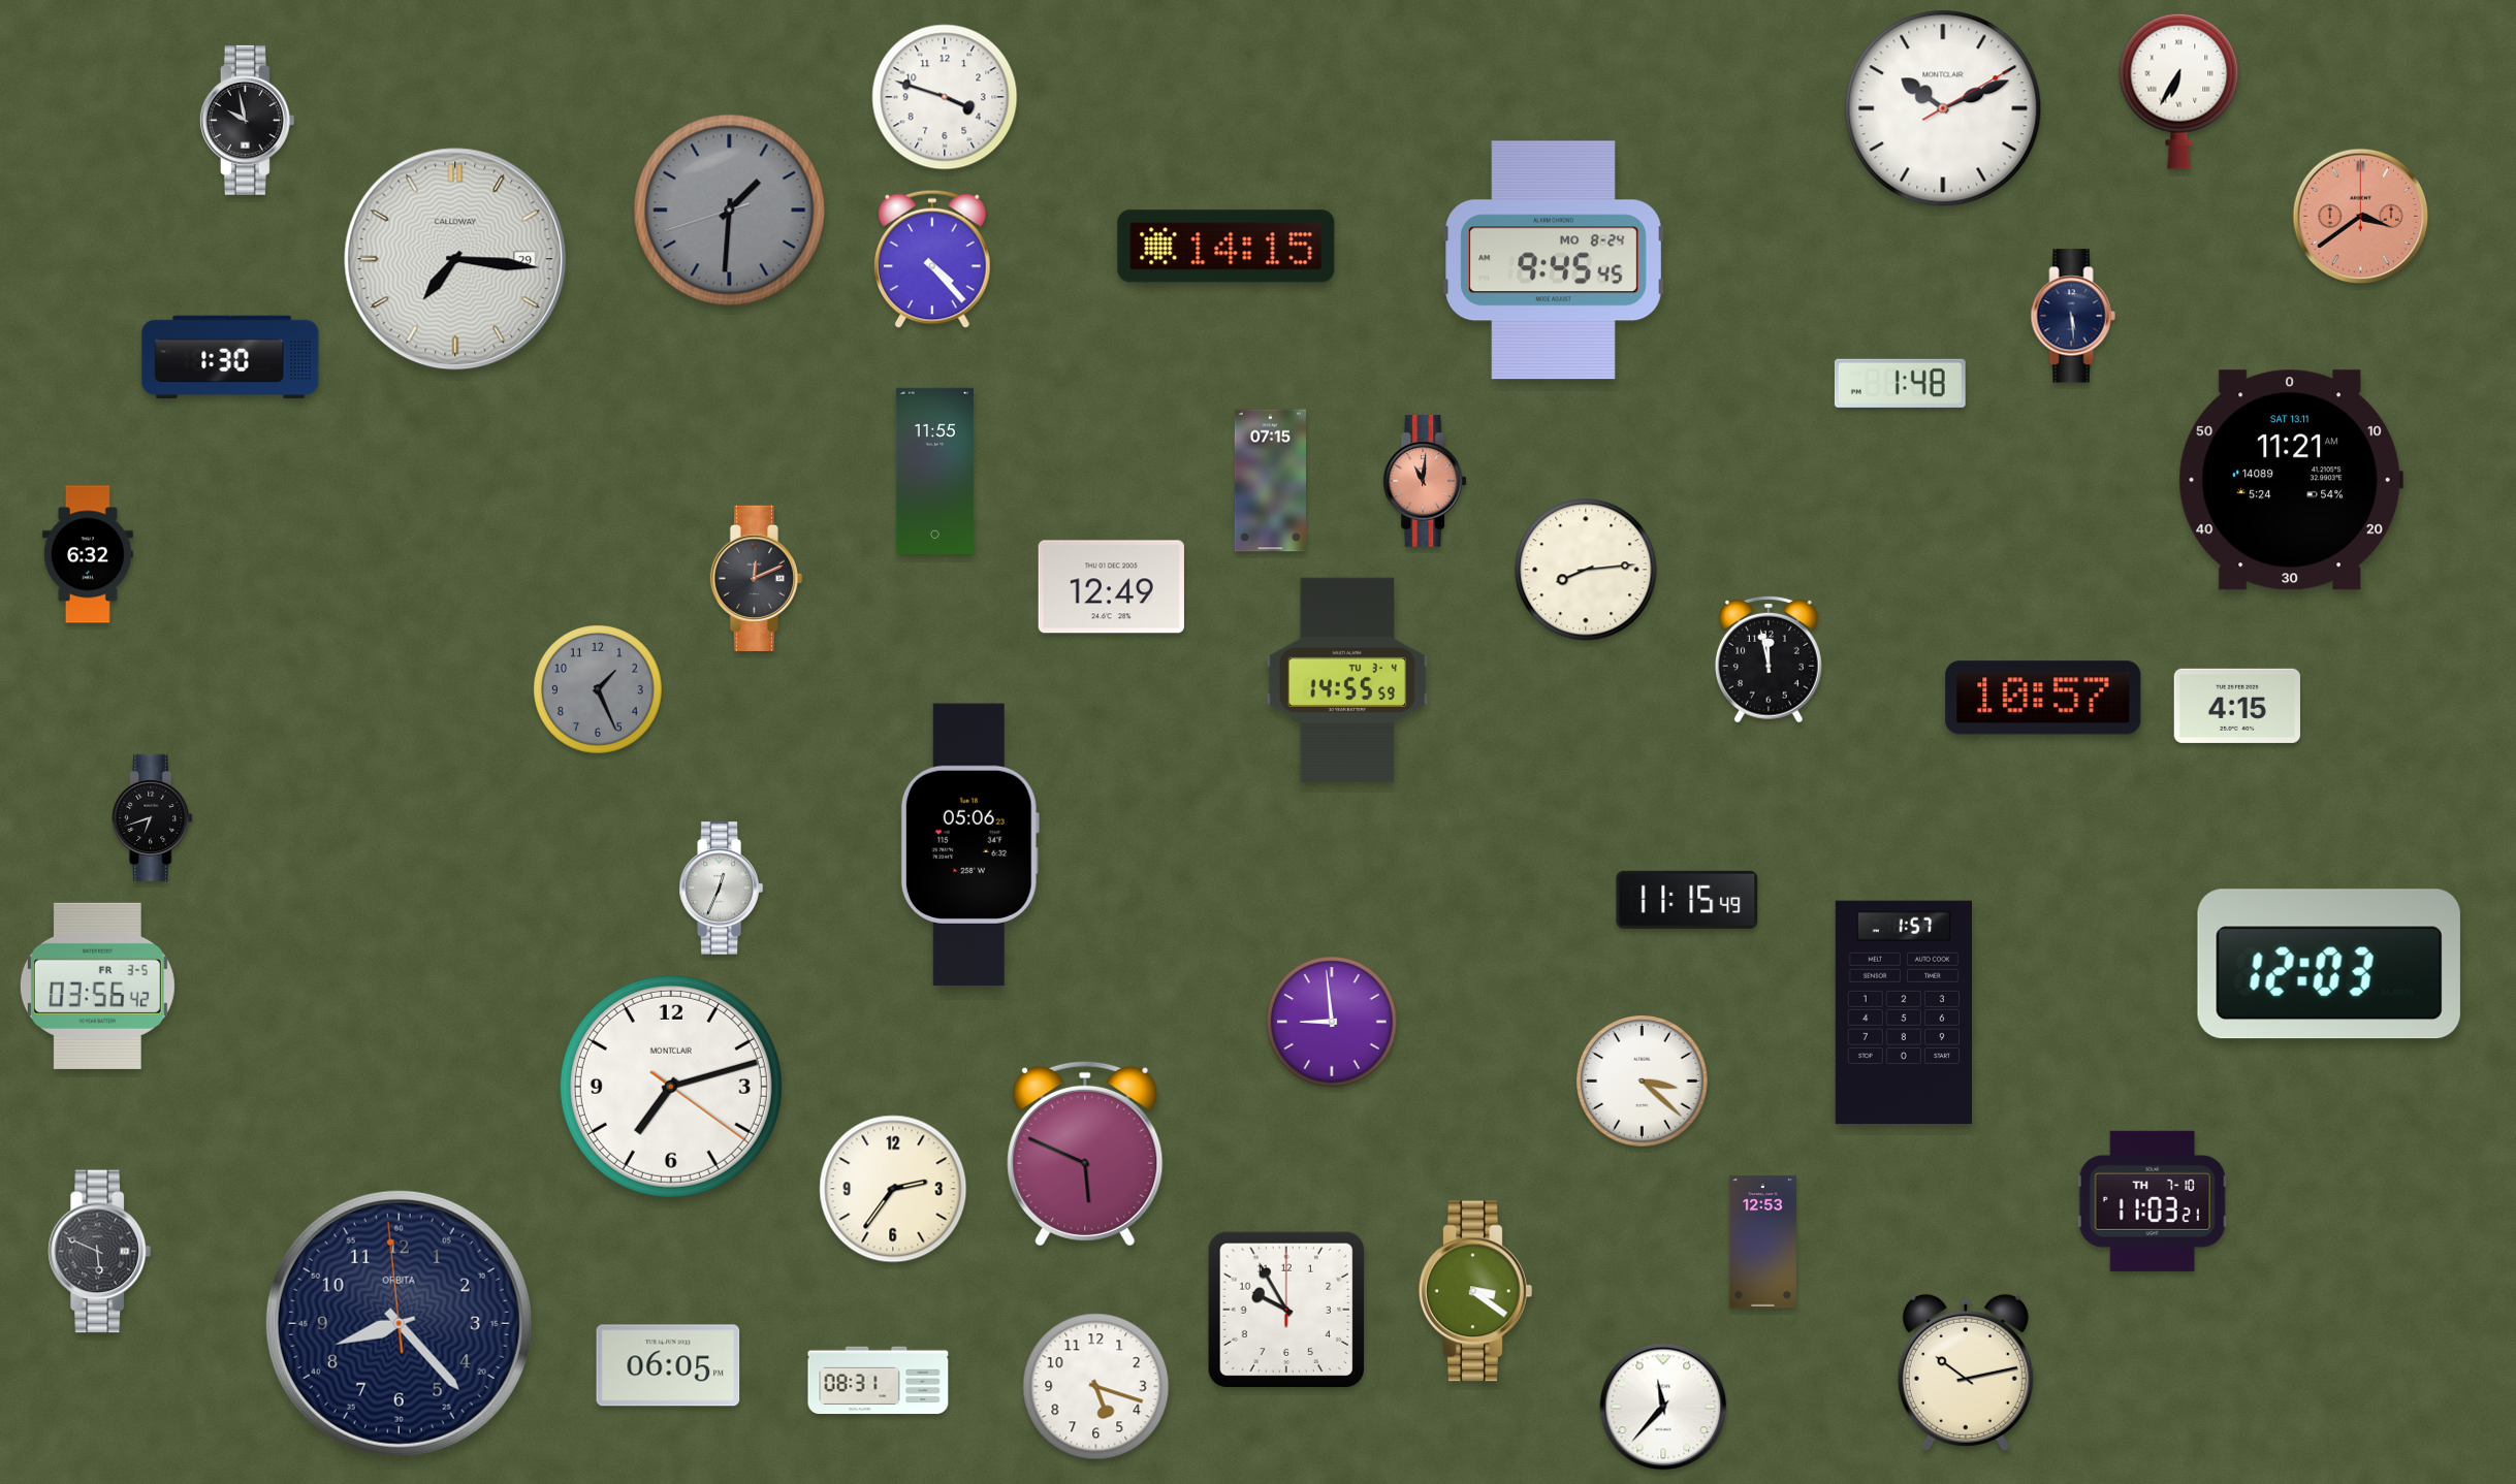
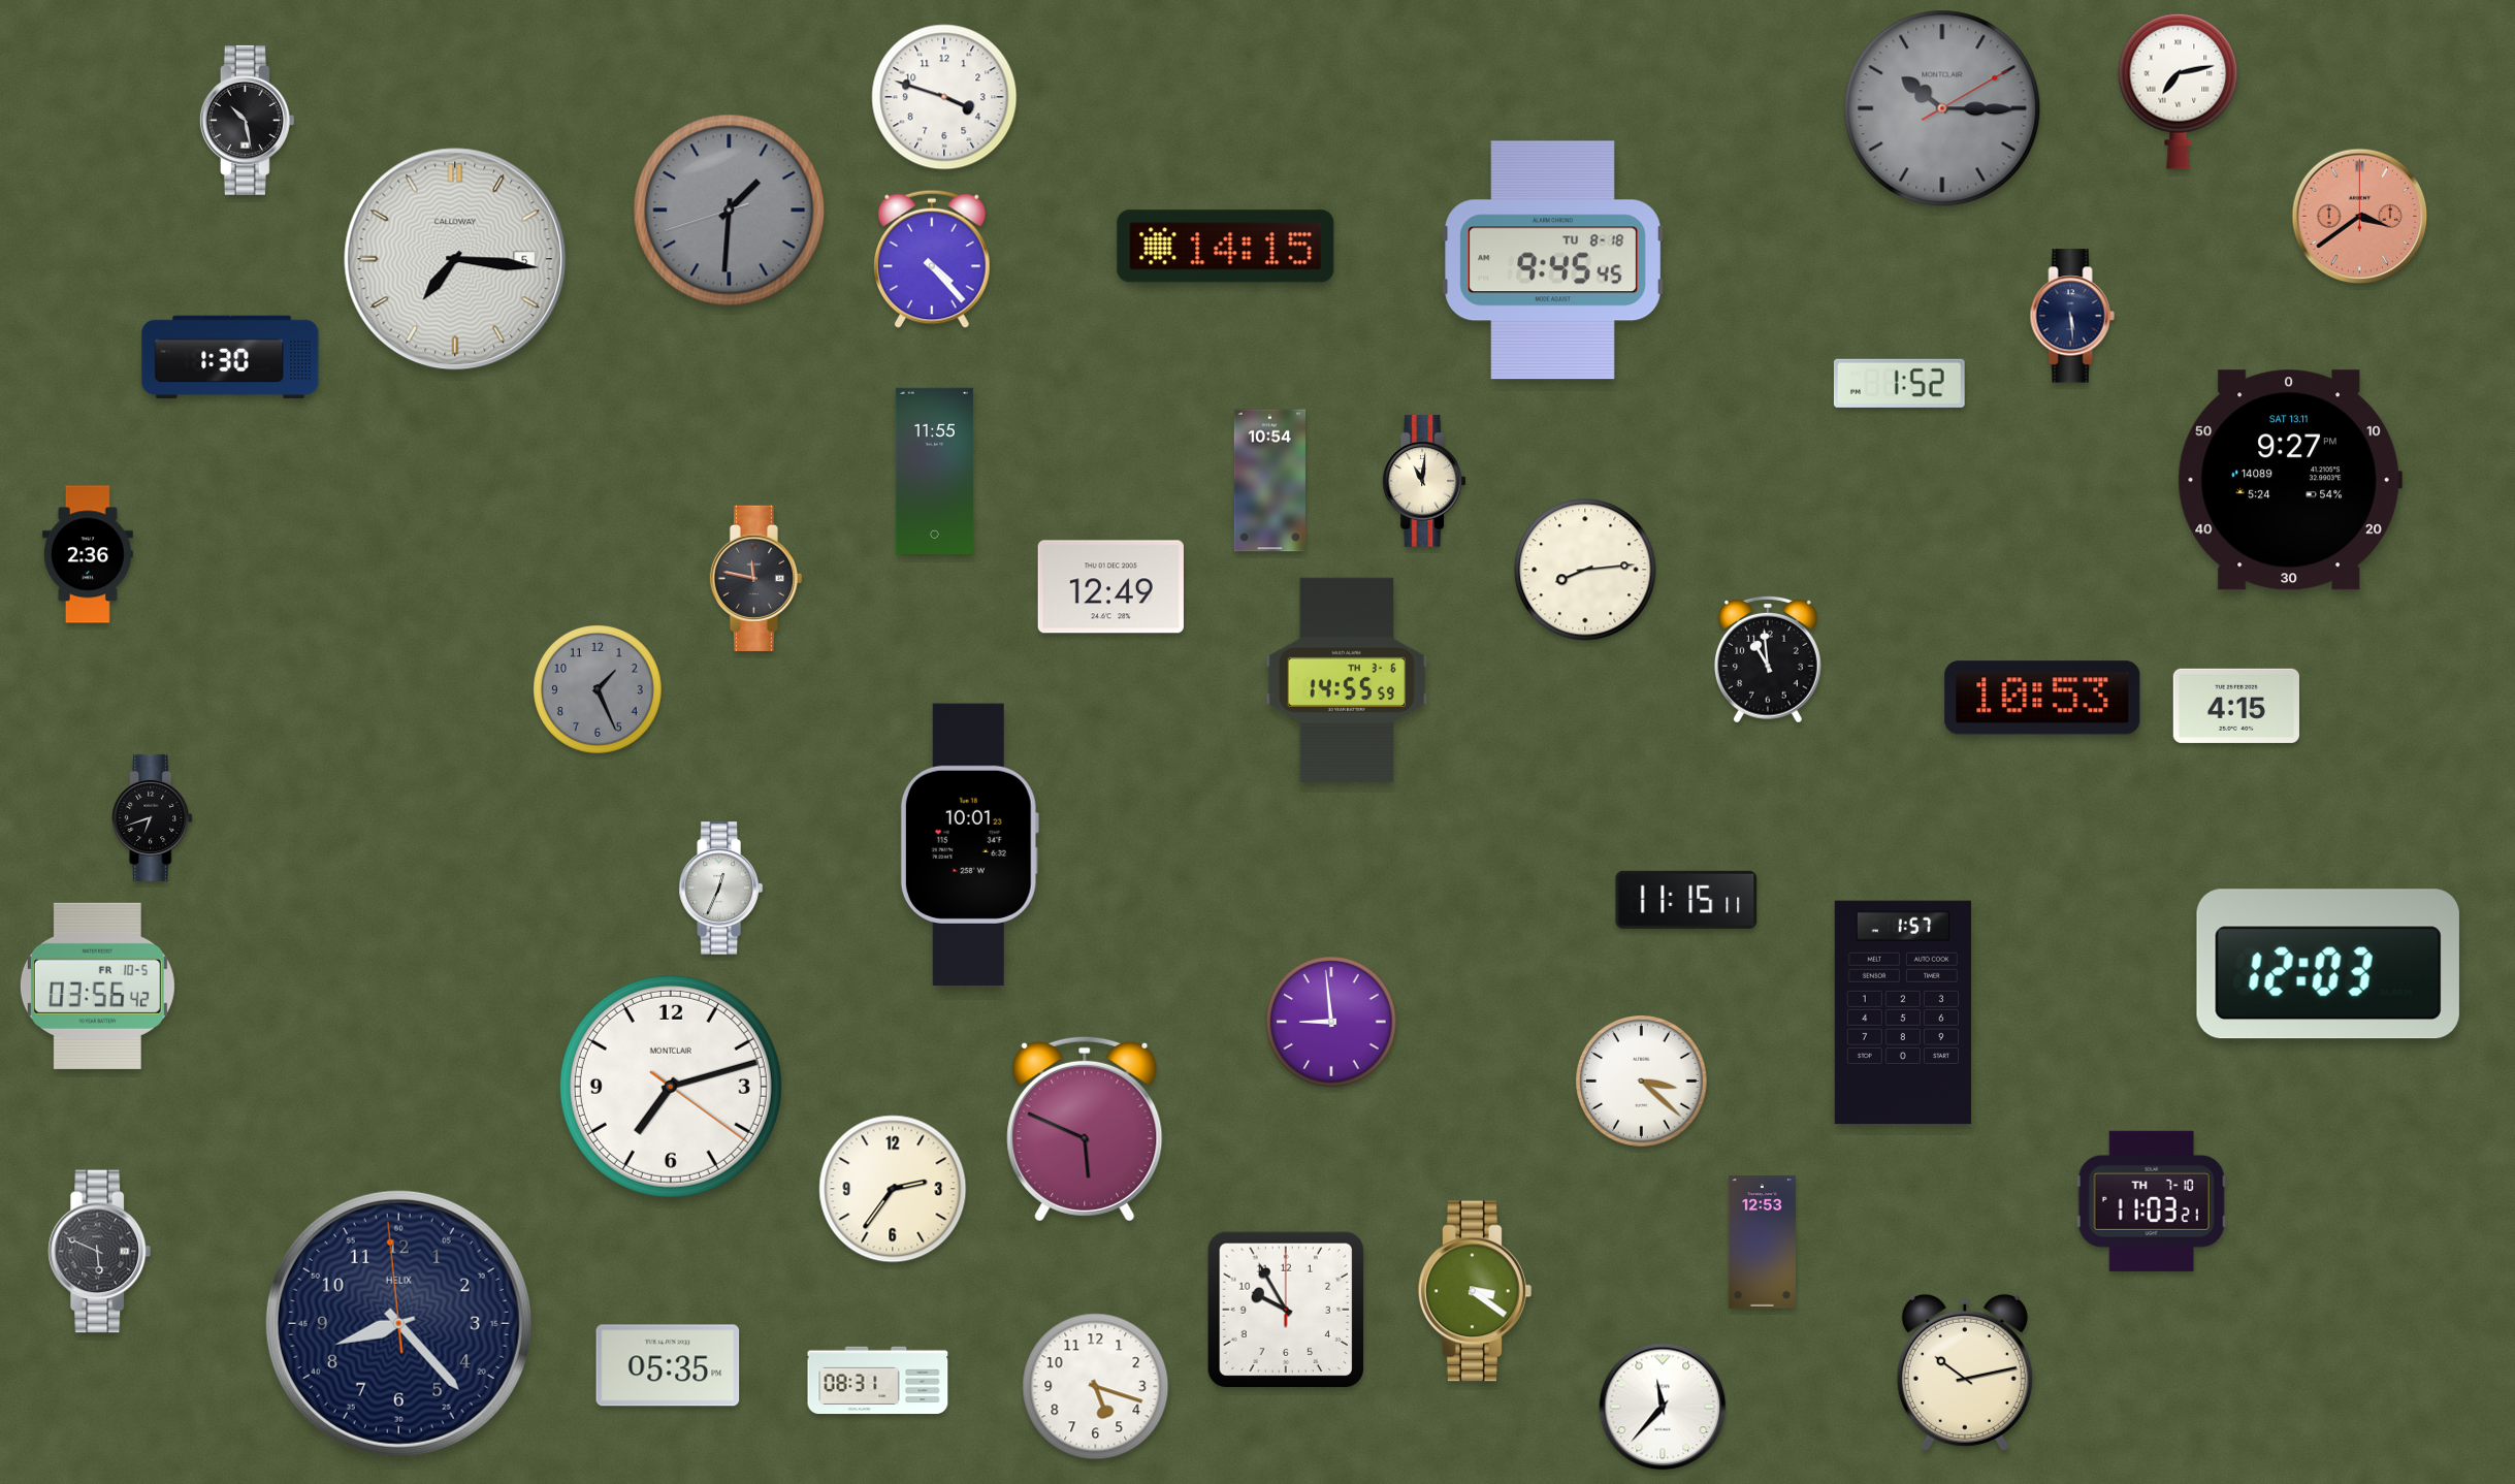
clock at (2179, 91): 6:35 -> 7:13
clock at (1943, 108): 10:11 -> 10:15
clock at (1943, 108) dial: white -> grey
clock at (247, 120): 9:58 -> 10:28
clock at (455, 259) date: 29 -> 5
clock at (1554, 260) date: MO 8-24 -> TU 8-18
clock at (1900, 383): 1:48 -> 1:52
clock at (2291, 480): 11:21 -> 9:27
clock at (1270, 481): 07:15 -> 10:54
clock at (1425, 481) dial: salmon -> cream
clock at (88, 554): 6:32 -> 2:36
clock at (756, 578): 12:11 -> 11:47
clock at (1769, 659): 11:58 -> 10:59
clock at (1346, 679) date: TU 3-4 -> TH 3-6
clock at (2043, 698): 10:57 -> 10:53
clock at (969, 844): 05:06 -> 10:01
clock at (1687, 900): 11:15:49 -> 11:15:11
clock at (97, 986) date: FR 3-5 -> FR 10-5
clock at (1085, 1154) position: (1085, 1154) -> (1085, 1129)
clock at (399, 1323) brand: ORBITA -> HELIX
clock at (668, 1365): 06:05 -> 05:35
